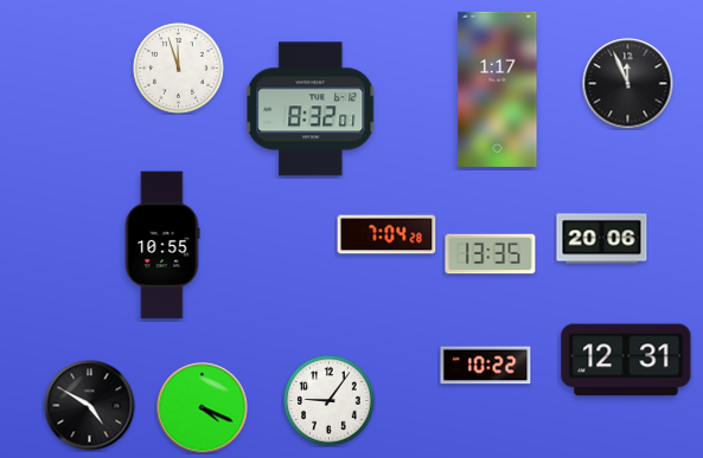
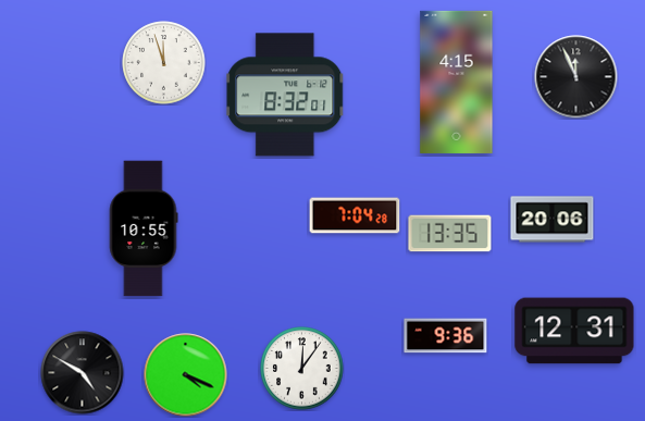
clock at (498, 89): 1:17 -> 4:15
clock at (311, 109) position: (311, 109) -> (285, 95)
clock at (162, 245) position: (162, 245) -> (144, 228)
clock at (486, 366): 10:22 -> 9:36
clock at (330, 401): 9:06 -> 12:06
